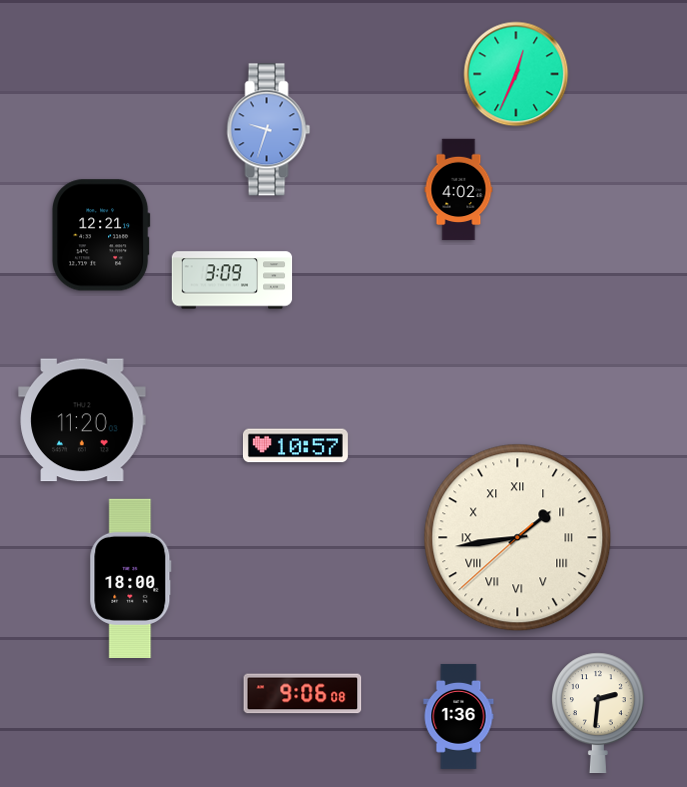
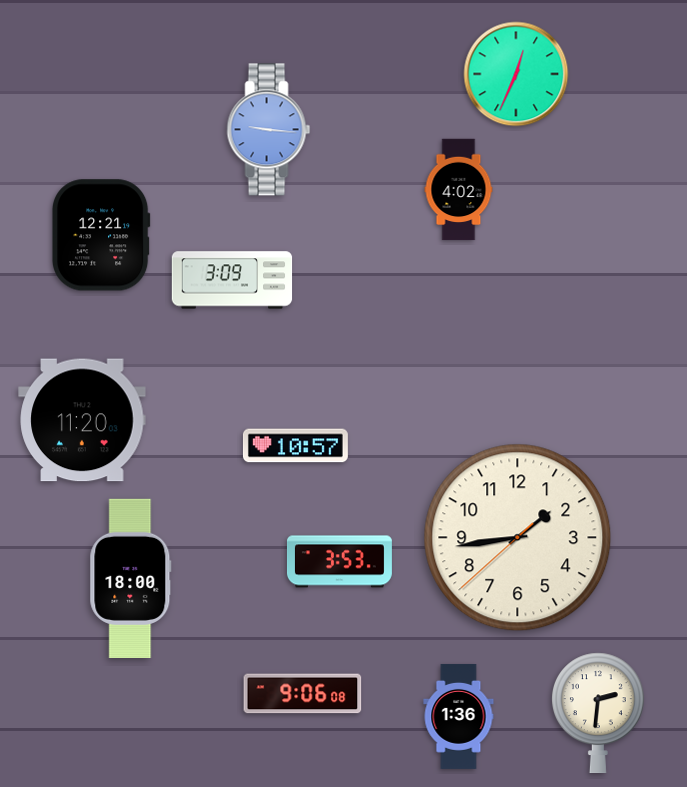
clock at (269, 130): 9:33 -> 9:16
clock at (518, 538) numerals: Roman -> Arabic
clock at (339, 562): none -> 3:53
